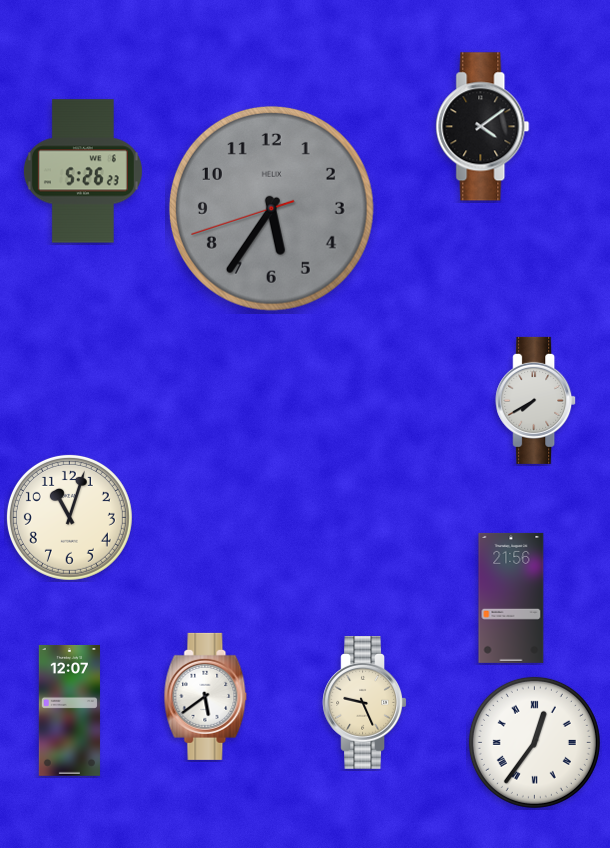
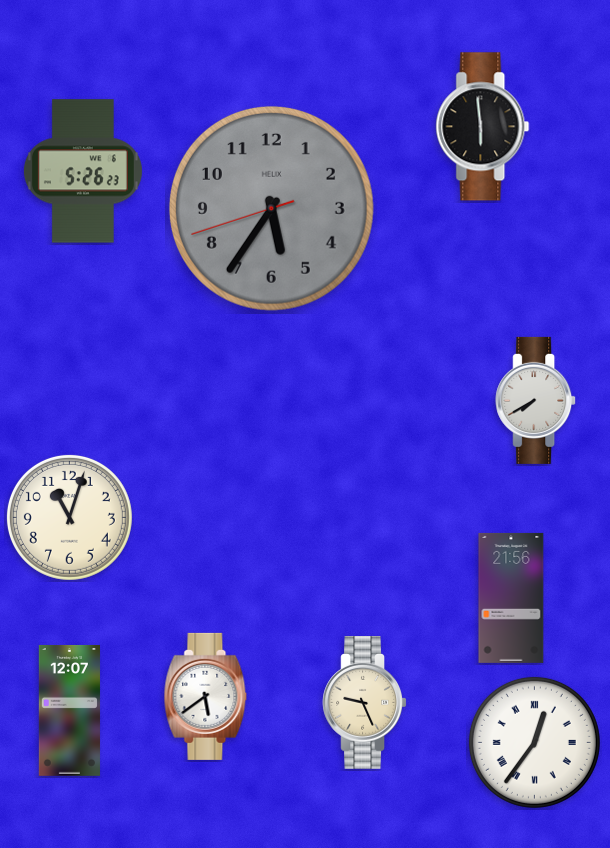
clock at (483, 127): 4:09 -> 5:59
